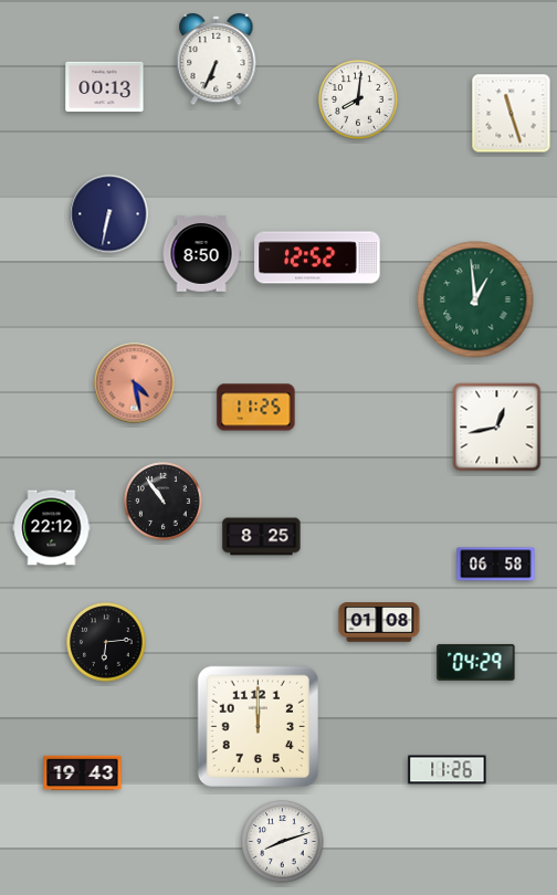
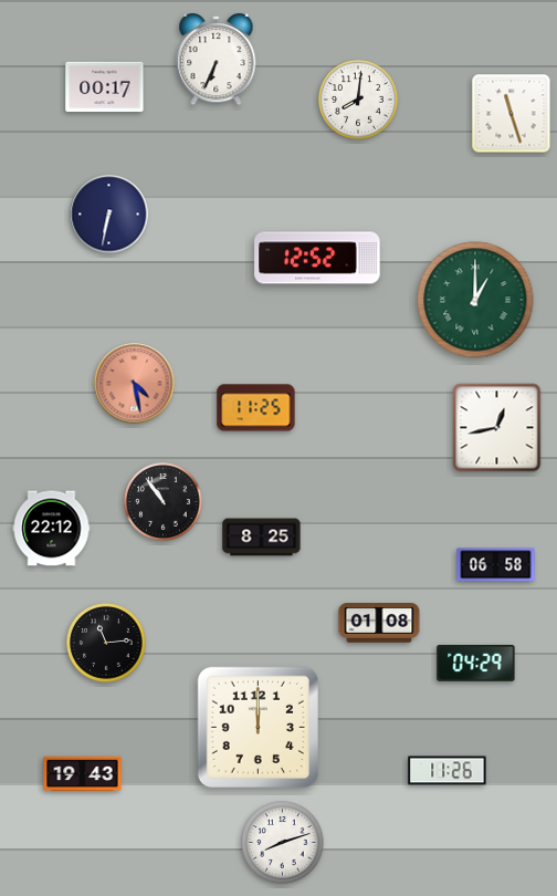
clock at (105, 87): 00:13 -> 00:17
clock at (201, 254): 8:50 -> none
clock at (475, 299): 12:59 -> 1:00
clock at (106, 642): 6:14 -> 11:14
